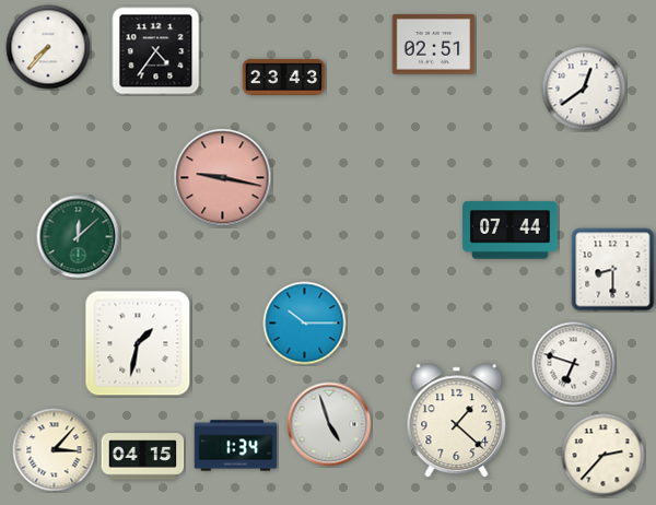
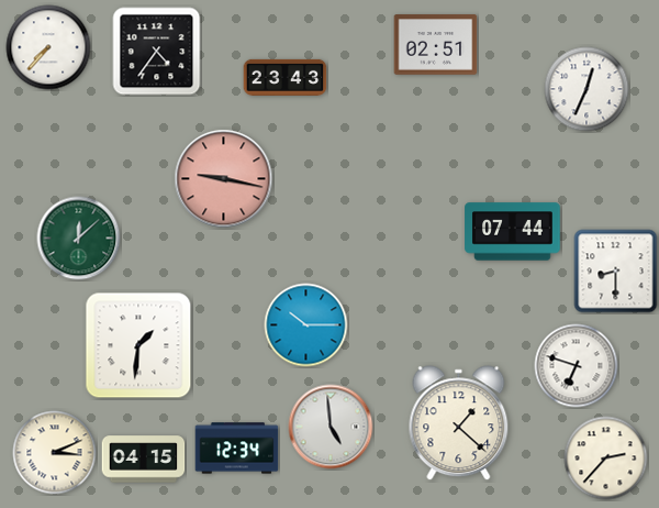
clock at (584, 89): 12:39 -> 12:34
clock at (138, 343): 1:32 -> 1:31
clock at (329, 424): 4:57 -> 4:59
clock at (236, 446): 1:34 -> 12:34
clock at (55, 450): 3:07 -> 3:11
